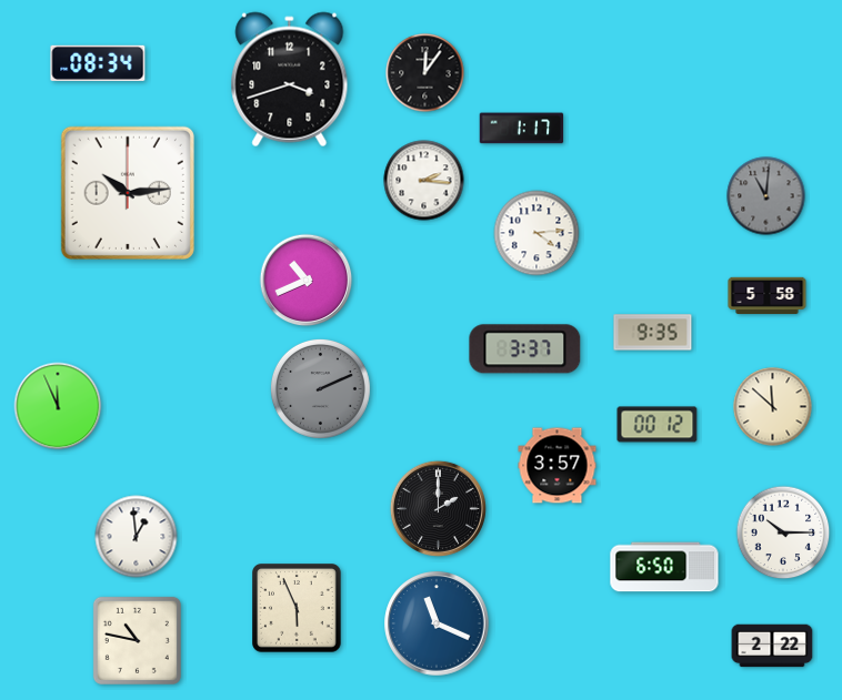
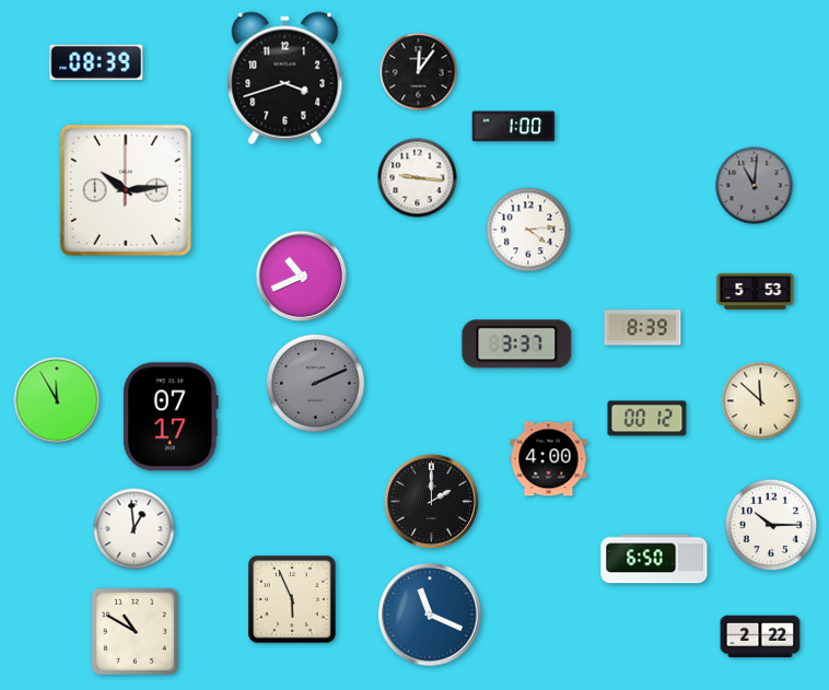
clock at (98, 63): 08:34 -> 08:39
clock at (522, 129): 1:17 -> 1:00
clock at (424, 181): 2:16 -> 9:16
clock at (766, 196) position: (766, 196) -> (755, 186)
clock at (768, 296): 5:58 -> 5:53
clock at (653, 333): 9:35 -> 8:39
clock at (58, 406): 11:56 -> 11:55
clock at (172, 417): none -> 07:17
clock at (558, 466): 3:57 -> 4:00
clock at (137, 640): 10:47 -> 10:50
